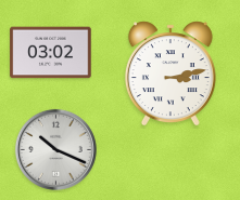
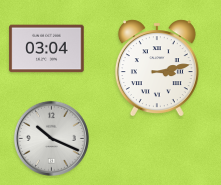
clock at (51, 53): 03:02 -> 03:04
